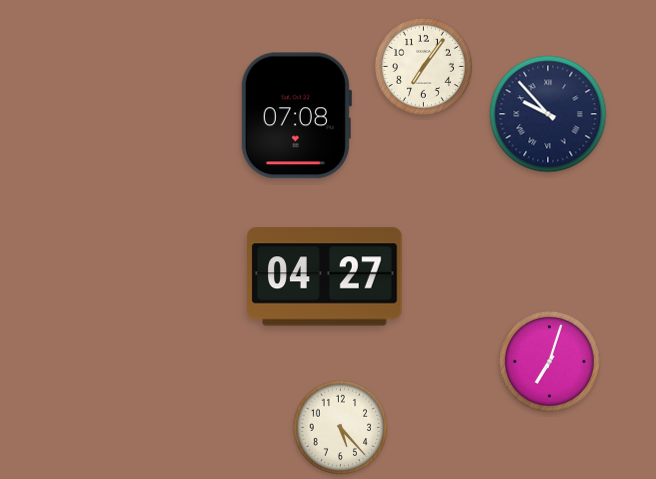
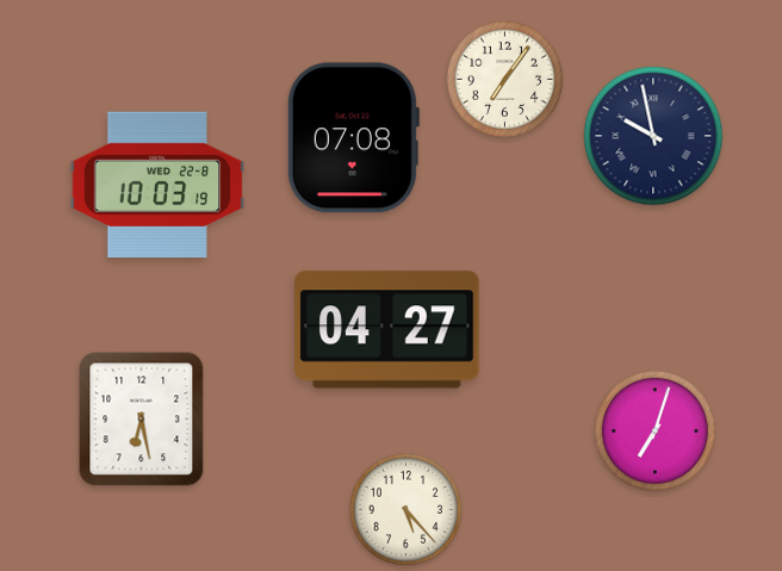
clock at (548, 114): 9:53 -> 9:58
clock at (157, 185): none -> 10:03
clock at (142, 420): none -> 6:28
